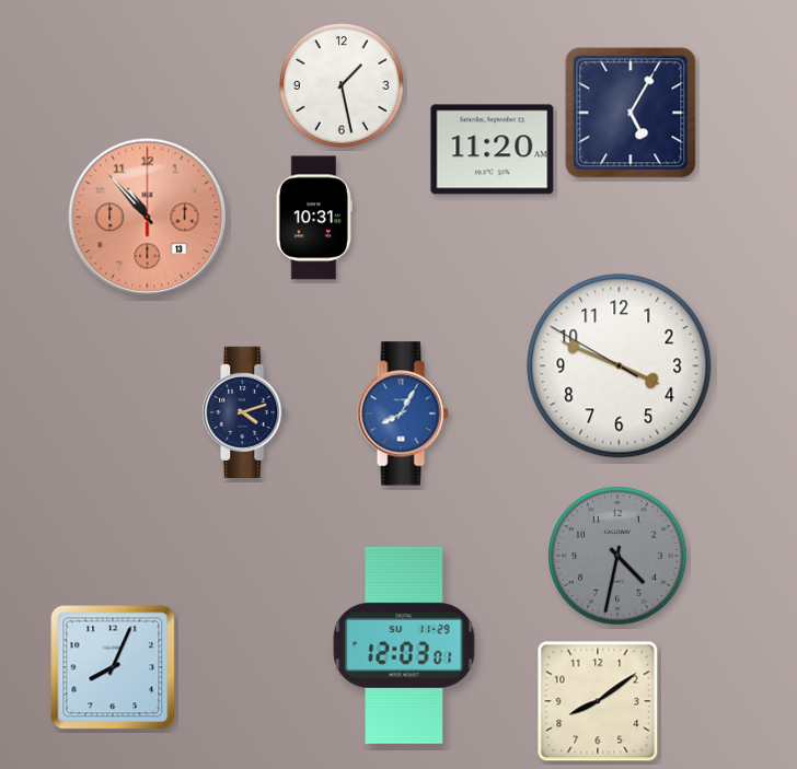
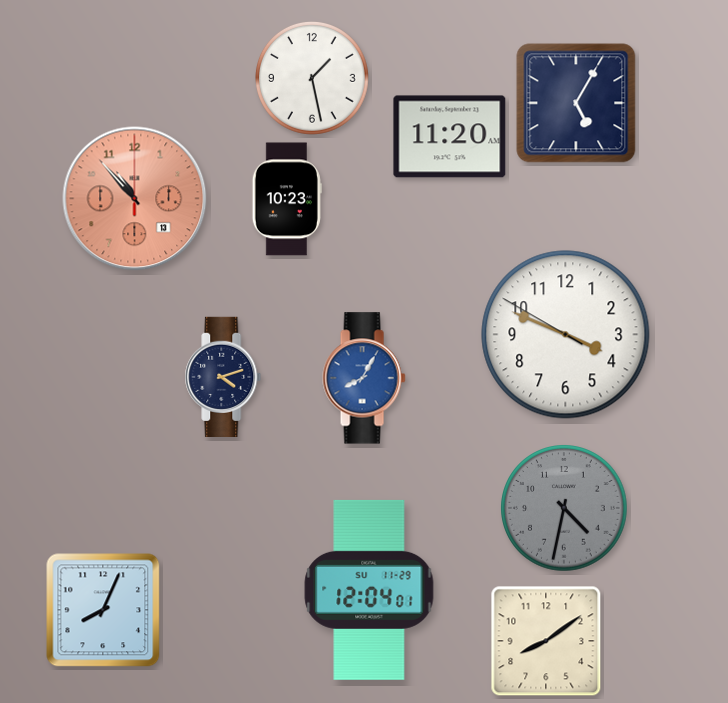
clock at (314, 218): 10:31 -> 10:23
clock at (403, 413) position: (403, 413) -> (364, 378)
clock at (404, 645): 12:03 -> 12:04
